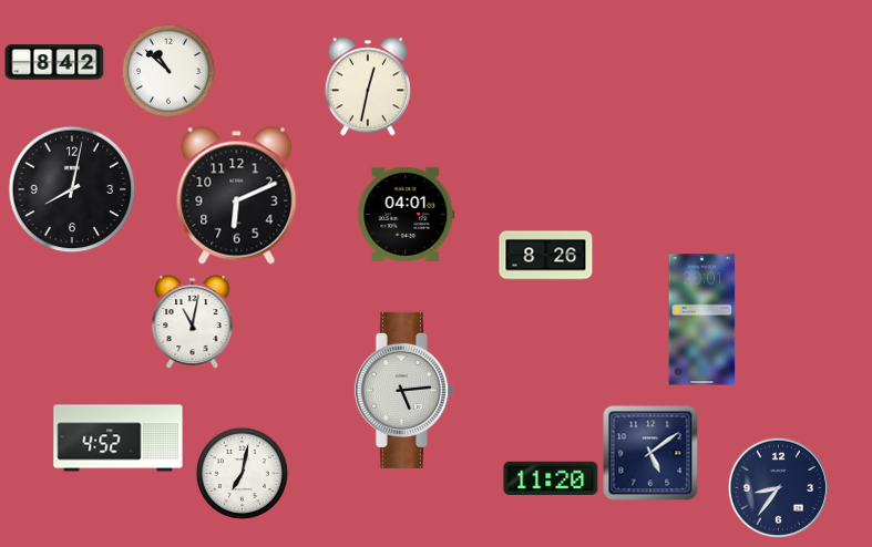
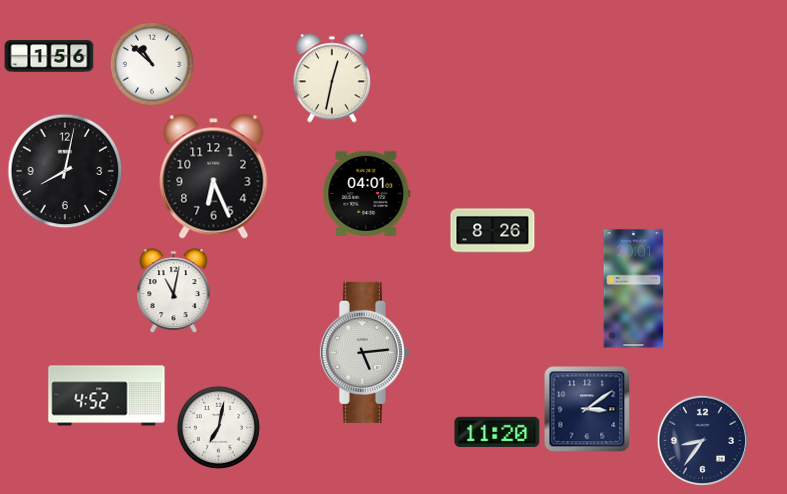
clock at (54, 62): 8:42 -> 1:56
clock at (237, 196): 6:11 -> 6:26
clock at (650, 453): 5:09 -> 3:09
